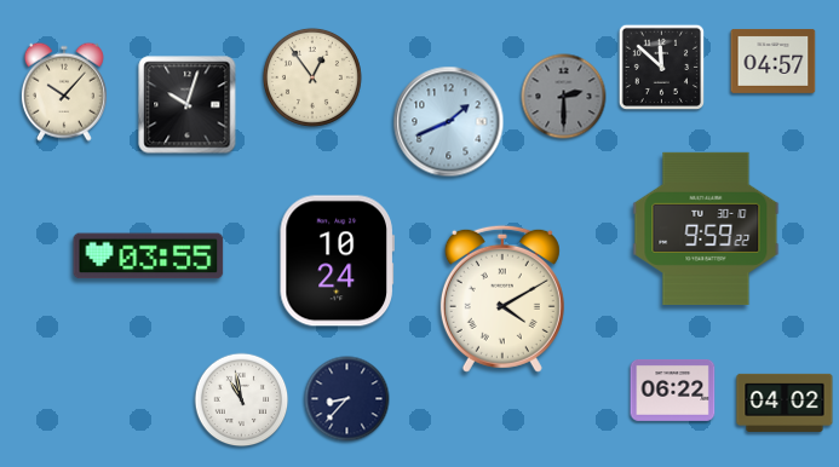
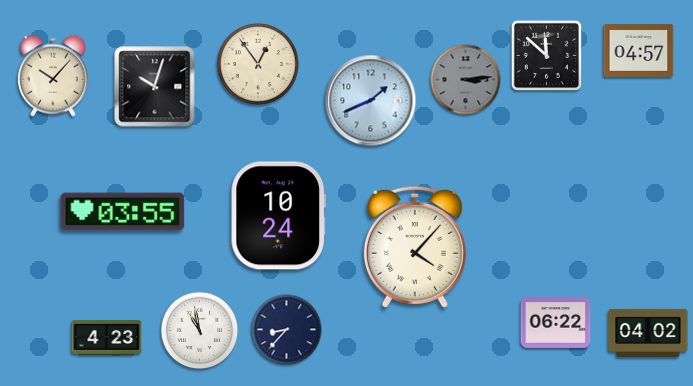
clock at (564, 97): 2:30 -> 3:14
clock at (706, 229): 9:59 -> none
clock at (502, 299): 4:10 -> 4:07
clock at (107, 337): none -> 4:23
